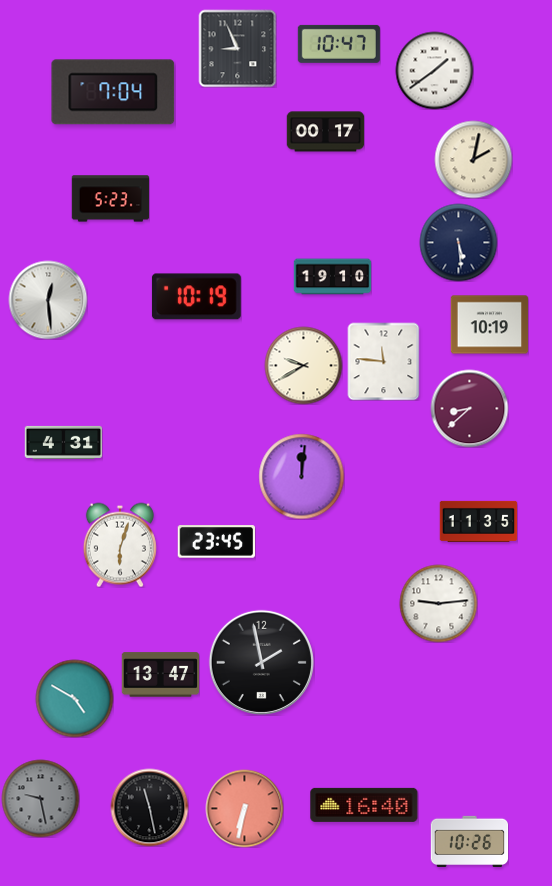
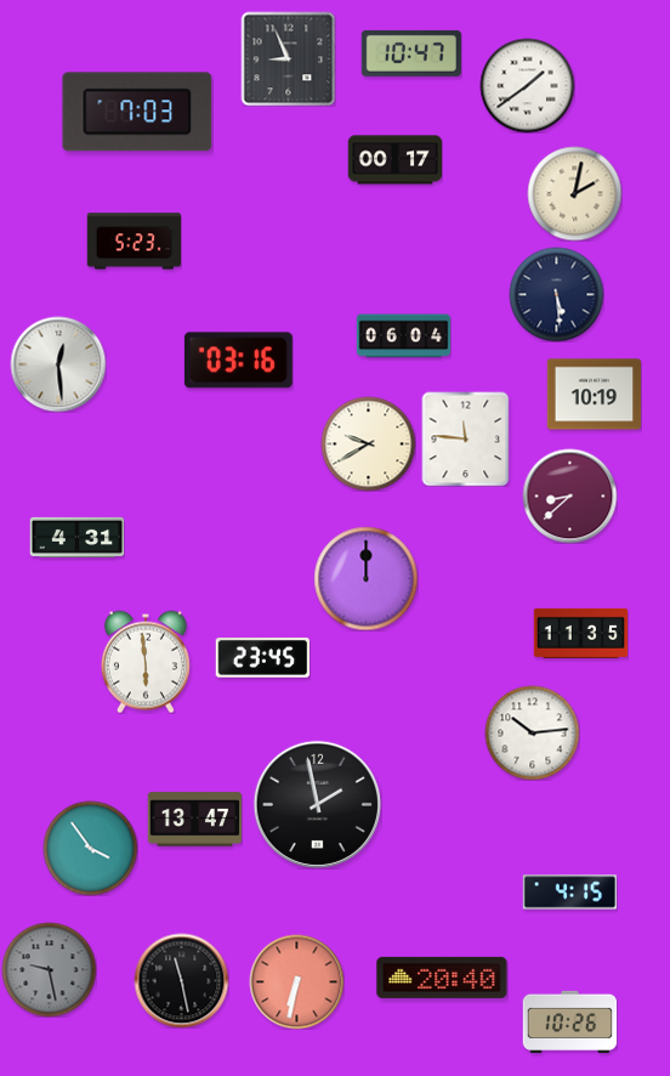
clock at (113, 92): 7:04 -> 7:03
clock at (332, 277): 19:10 -> 06:04
clock at (196, 297): 10:19 -> 03:16
clock at (301, 476): 12:01 -> 12:00
clock at (120, 545): 6:03 -> 5:59
clock at (438, 603): 9:14 -> 10:14
clock at (74, 698): 4:50 -> 3:54
clock at (569, 893): none -> 4:15
clock at (364, 805): 16:40 -> 20:40
